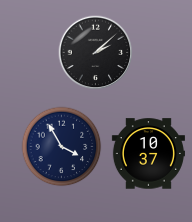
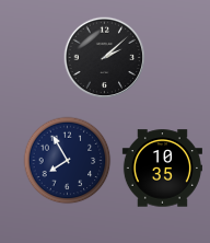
clock at (62, 147): 3:55 -> 7:55
clock at (148, 154): 10:37 -> 10:35
